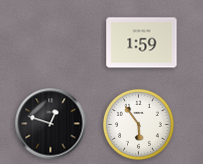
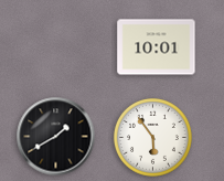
clock at (142, 43): 1:59 -> 10:01
clock at (51, 124): 12:48 -> 1:40
